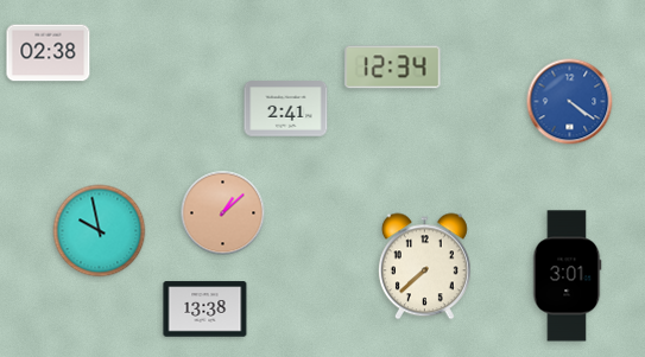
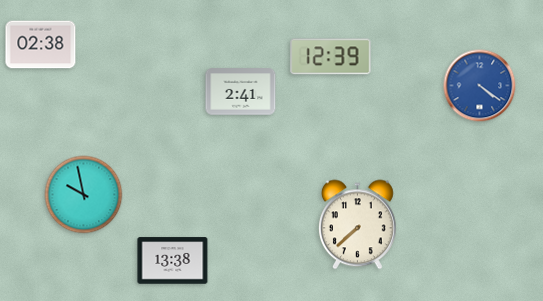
clock at (393, 68): 12:34 -> 12:39
clock at (223, 213): 1:08 -> none
clock at (567, 276): 3:01 -> none
